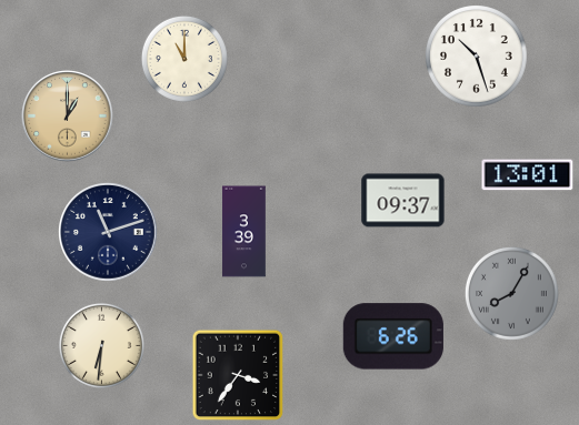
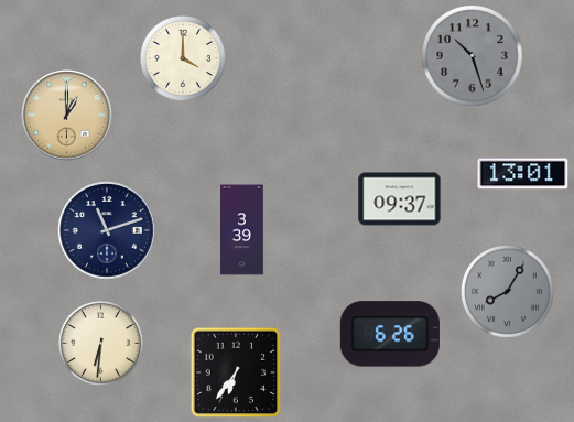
clock at (477, 57) dial: white -> grey
clock at (184, 59): 11:00 -> 4:00
clock at (238, 375): 3:36 -> 6:36
